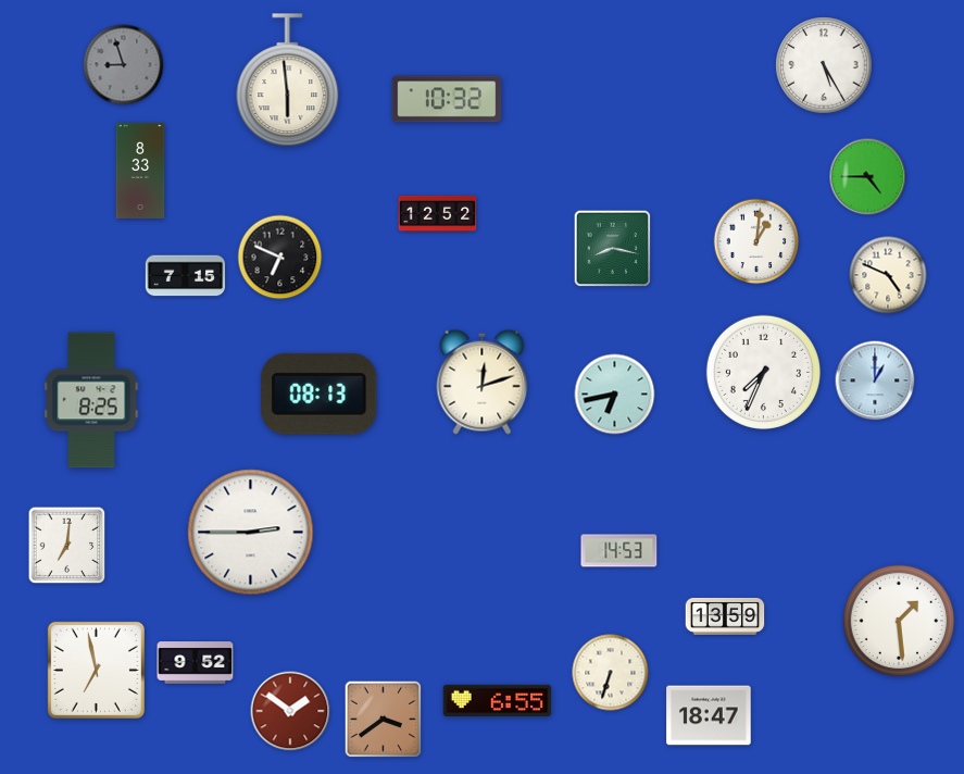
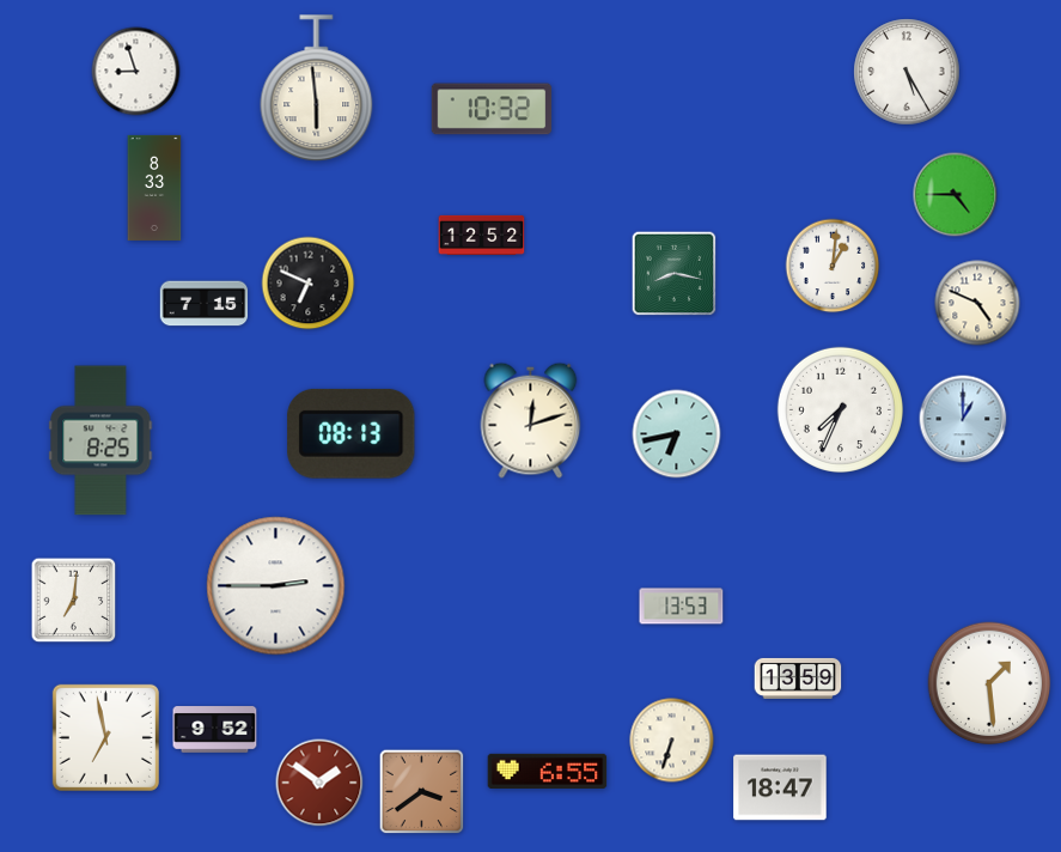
clock at (124, 65) dial: grey -> white
clock at (619, 551): 14:53 -> 13:53
